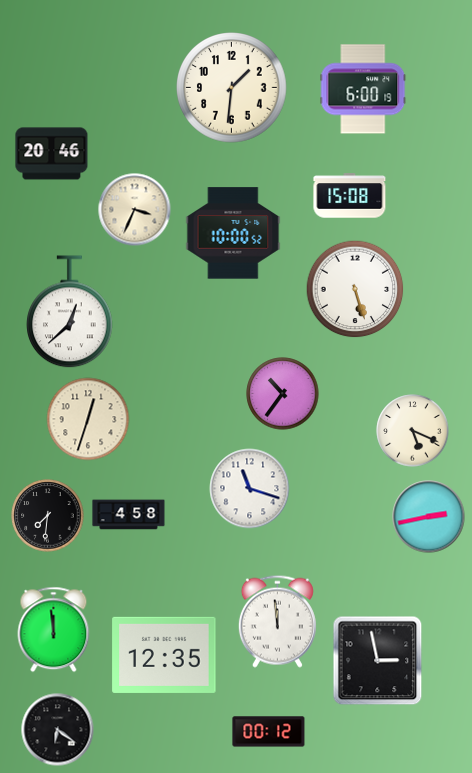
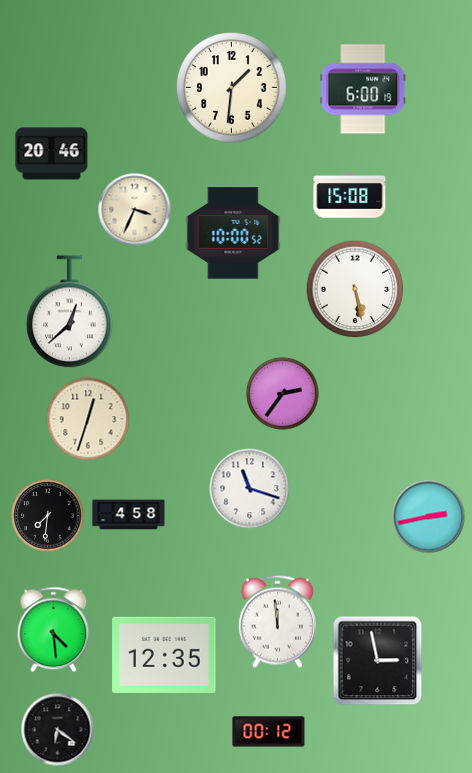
clock at (355, 289): 5:27 -> 5:28
clock at (283, 394): 10:36 -> 2:36
clock at (413, 431): 5:19 -> none
clock at (54, 630): 11:59 -> 4:29
